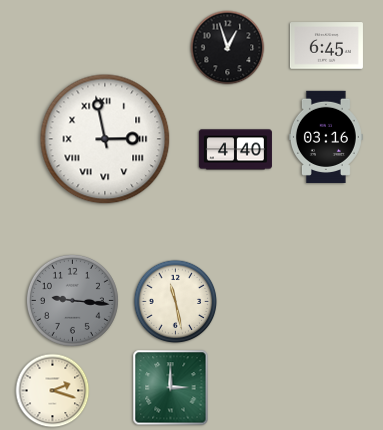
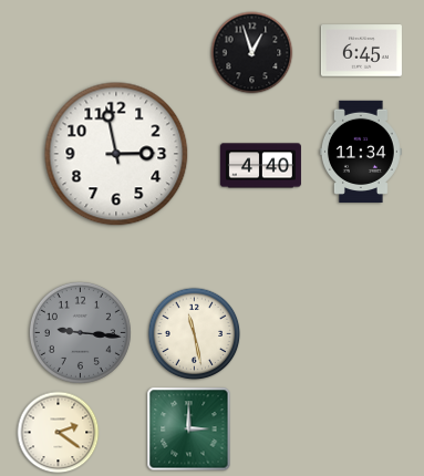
clock at (326, 136): 03:16 -> 11:34
clock at (105, 139) numerals: Roman -> Arabic
clock at (53, 391): 2:18 -> 2:21
